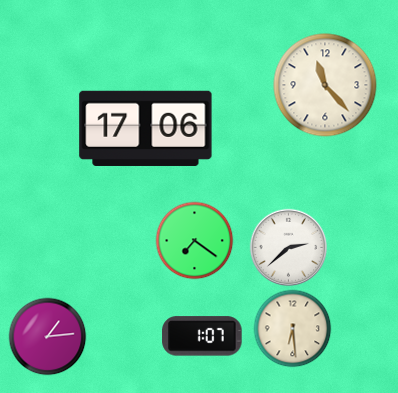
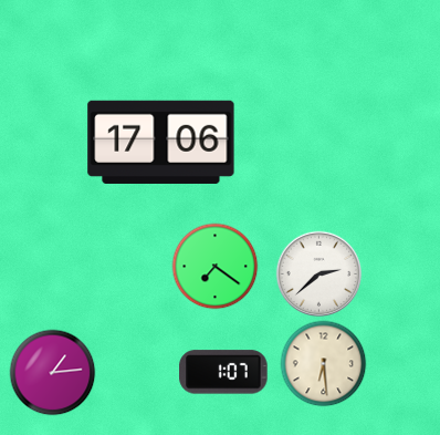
clock at (325, 85): 11:23 -> none
